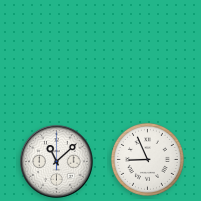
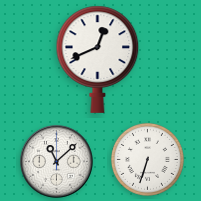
clock at (98, 59): none -> 12:41
clock at (147, 159): 8:56 -> 6:33
